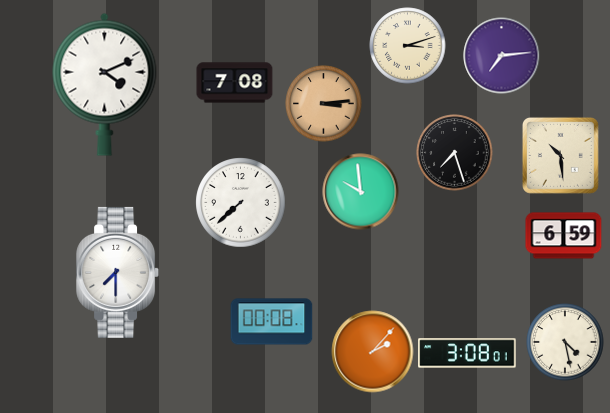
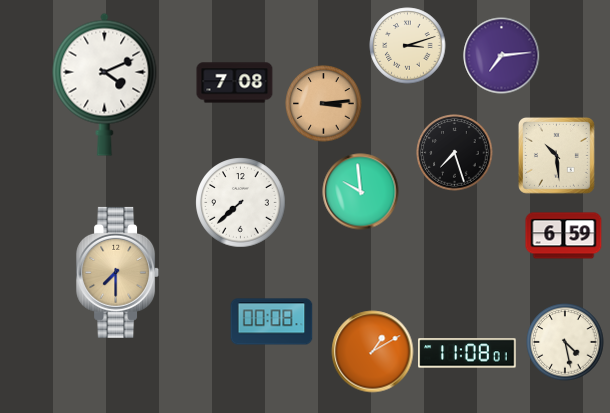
clock at (560, 155) position: (560, 155) -> (556, 155)
clock at (118, 272) dial: white -> champagne
clock at (373, 352): 2:07 -> 1:10
clock at (467, 353): 3:08 -> 11:08
